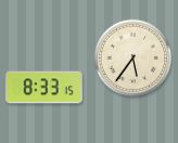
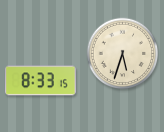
clock at (133, 58): 5:36 -> 5:33
